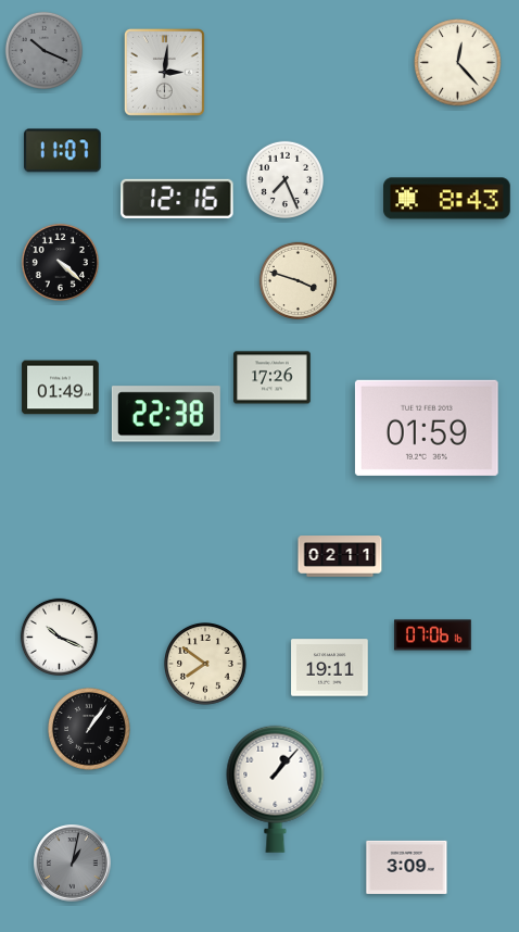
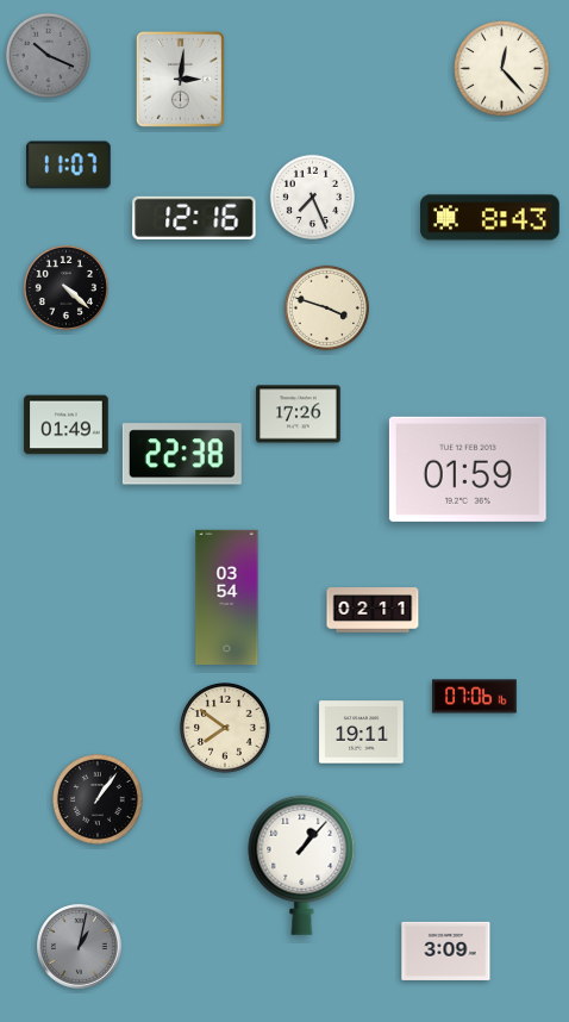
clock at (227, 597): none -> 03:54
clock at (59, 637): 10:19 -> none
